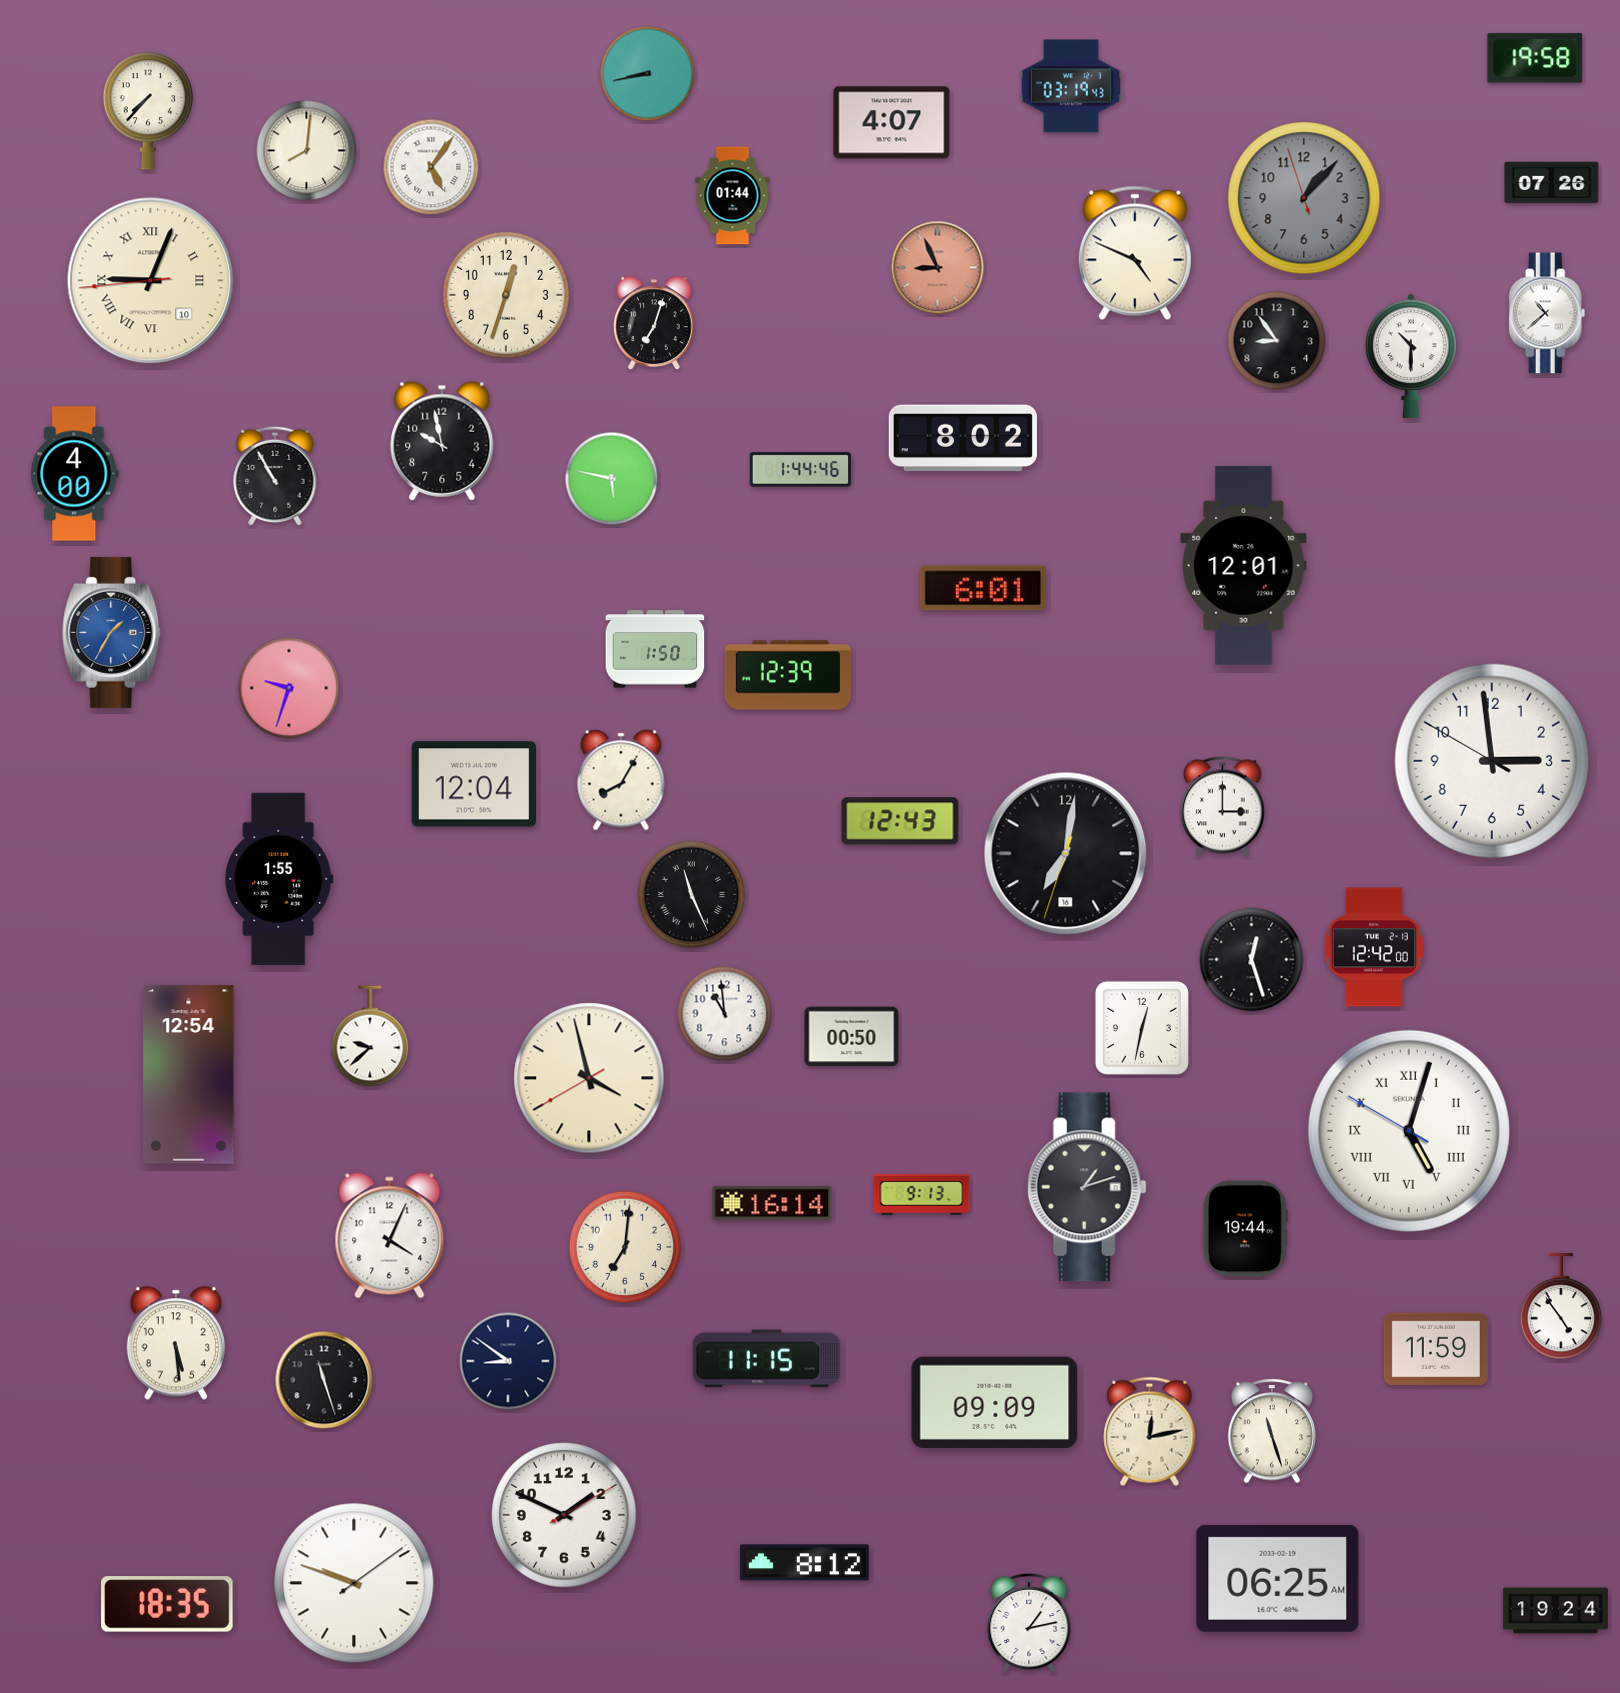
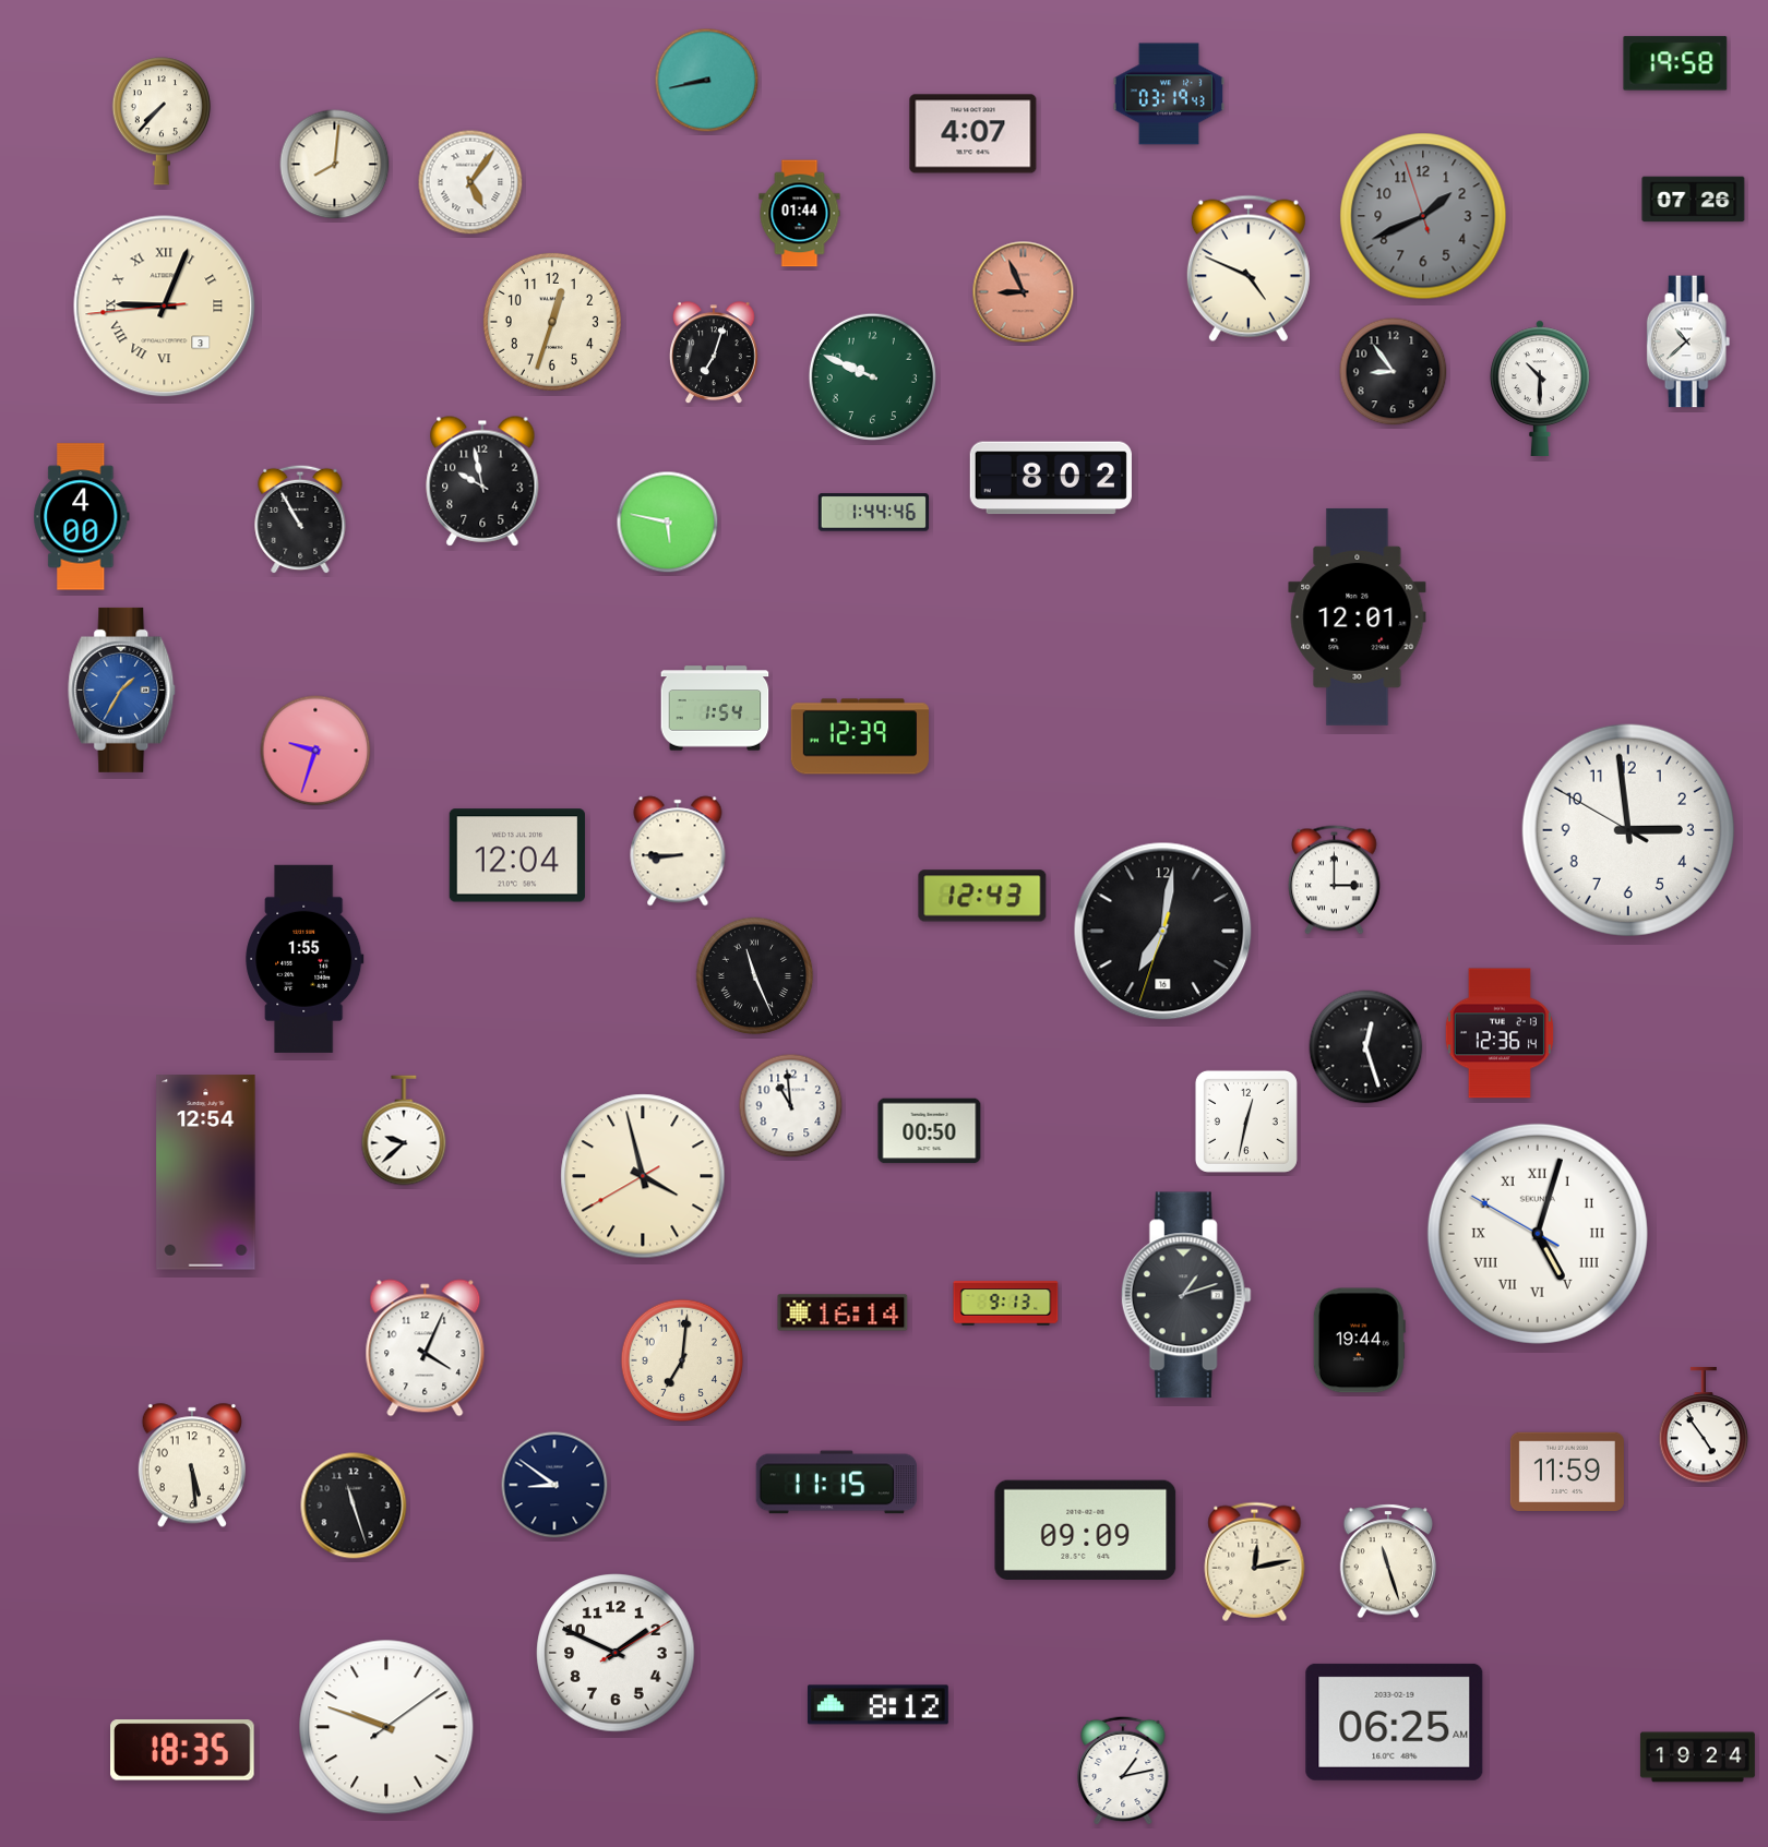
clock at (1304, 198): 1:06 -> 1:40
clock at (1135, 253) position: (1135, 253) -> (1249, 268)
clock at (151, 281) date: 10 -> 3
clock at (872, 376): none -> 9:49
clock at (983, 588): 6:01 -> none
clock at (655, 649): 1:50 -> 1:54
clock at (621, 780): 8:05 -> 8:45
clock at (1374, 947): 12:42 -> 12:36
